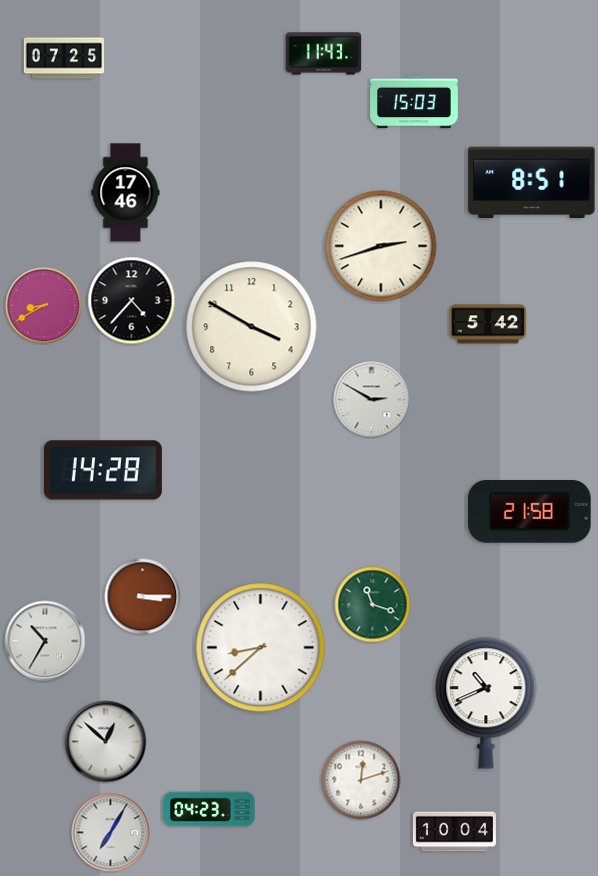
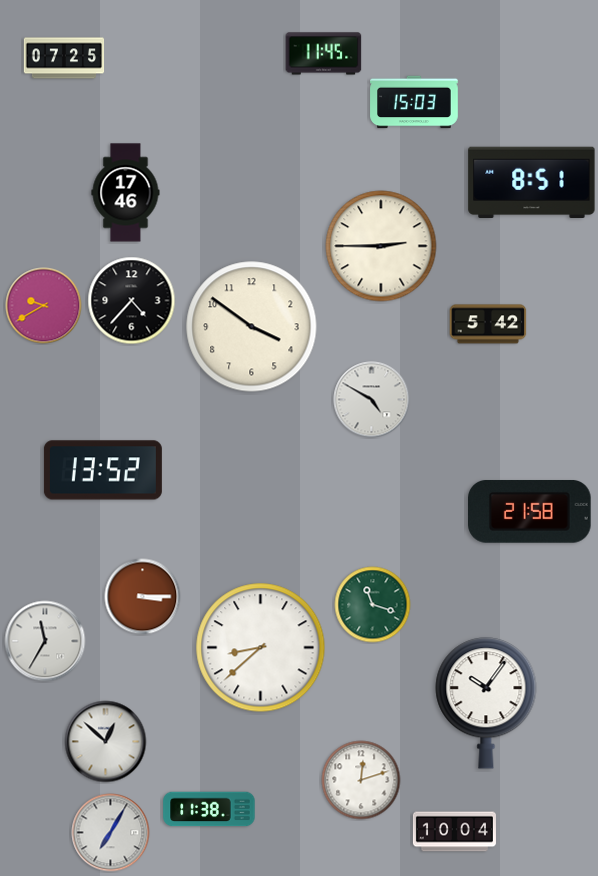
clock at (324, 54): 11:43 -> 11:45
clock at (381, 246): 2:42 -> 2:45
clock at (44, 306): 8:40 -> 9:40
clock at (252, 327): 3:50 -> 3:51
clock at (372, 400): 2:50 -> 4:50
clock at (103, 470): 14:28 -> 13:52
clock at (45, 641): 10:35 -> 11:35
clock at (486, 703): 10:41 -> 10:06
clock at (209, 809): 04:23 -> 11:38
